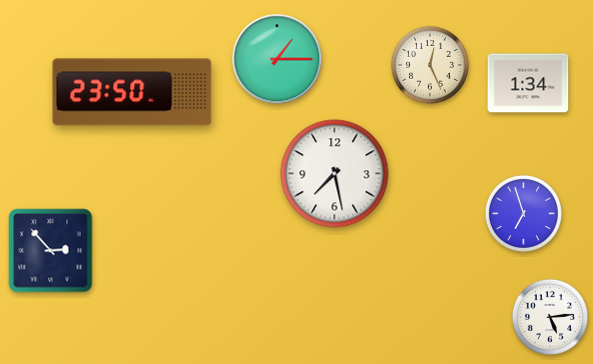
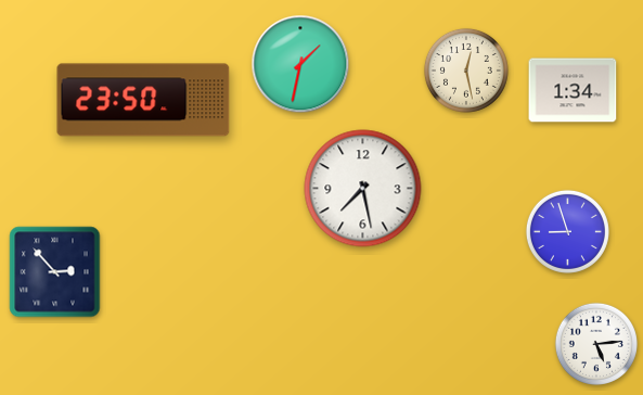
clock at (277, 59): 1:15 -> 1:32
clock at (430, 65): 12:26 -> 12:28
clock at (523, 213): 6:57 -> 8:57
